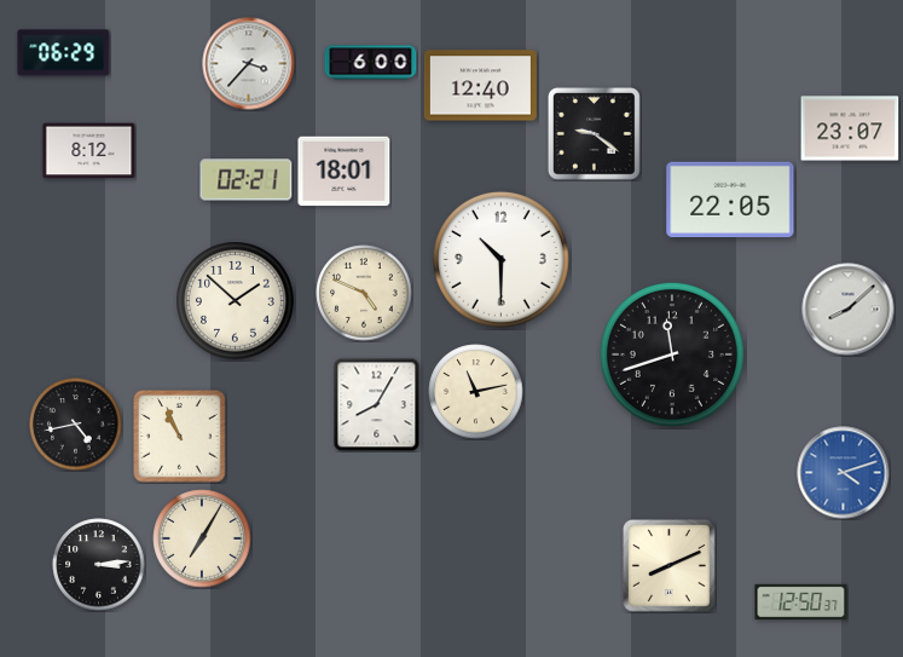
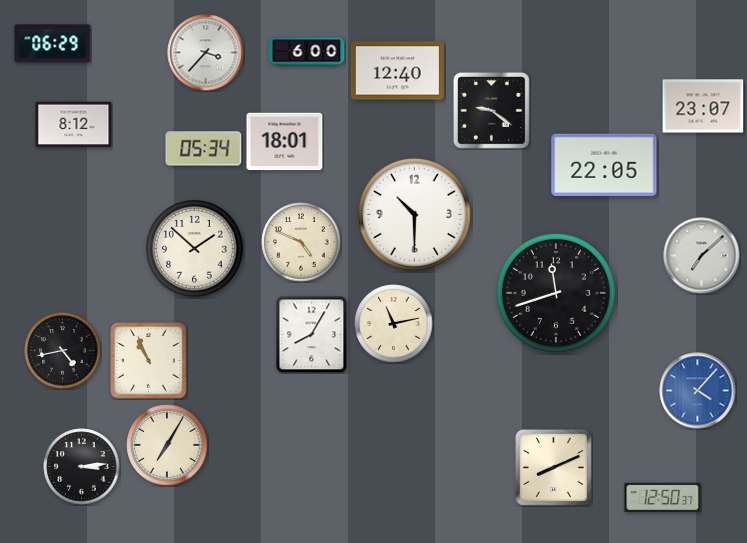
clock at (247, 180): 02:21 -> 05:34
clock at (849, 310): 8:08 -> 7:08
clock at (844, 473): 4:12 -> 4:07
